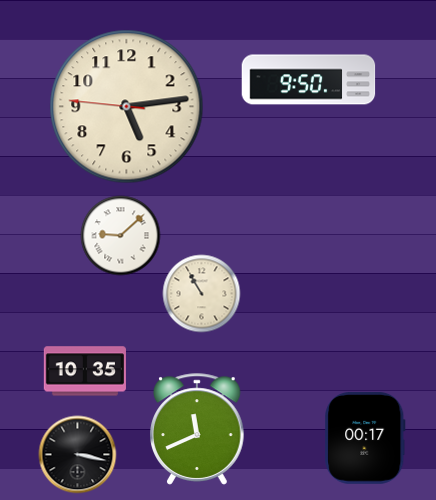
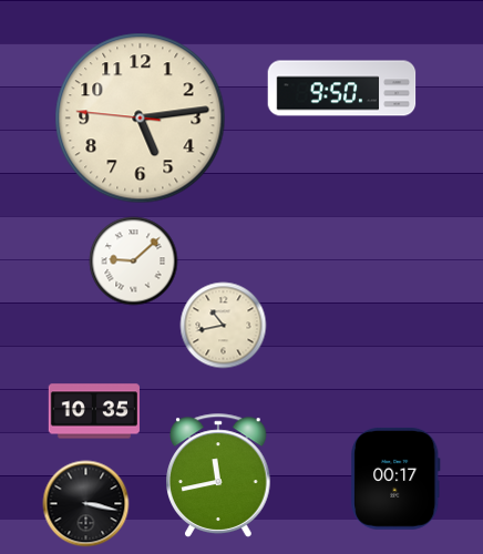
clock at (201, 293): 10:55 -> 10:43
clock at (198, 429): 11:41 -> 11:43
clock at (365, 438) position: (365, 438) -> (395, 479)
